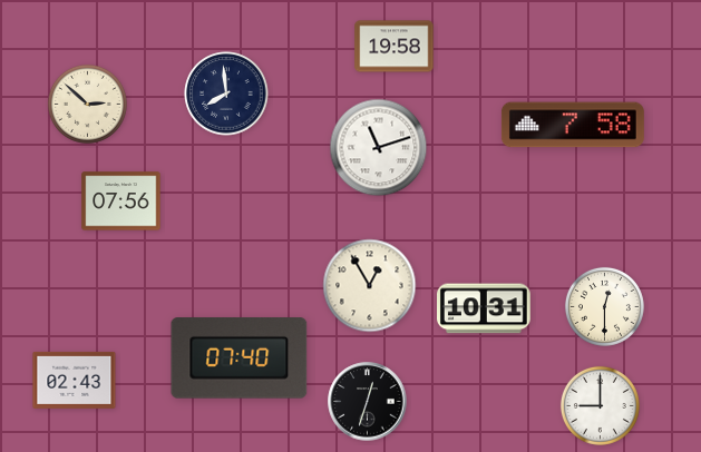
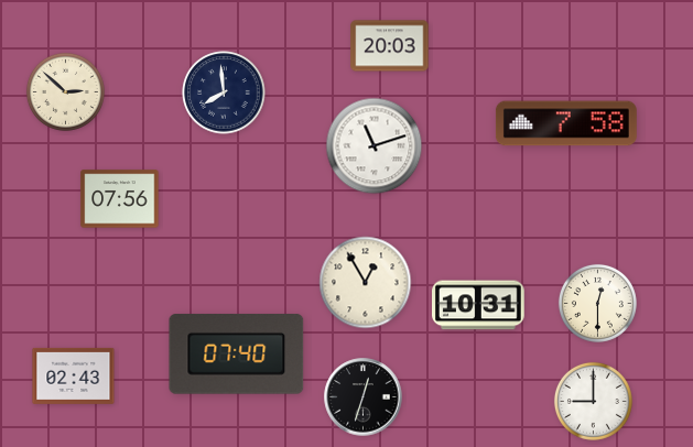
clock at (395, 47): 19:58 -> 20:03
clock at (87, 104) position: (87, 104) -> (65, 91)
